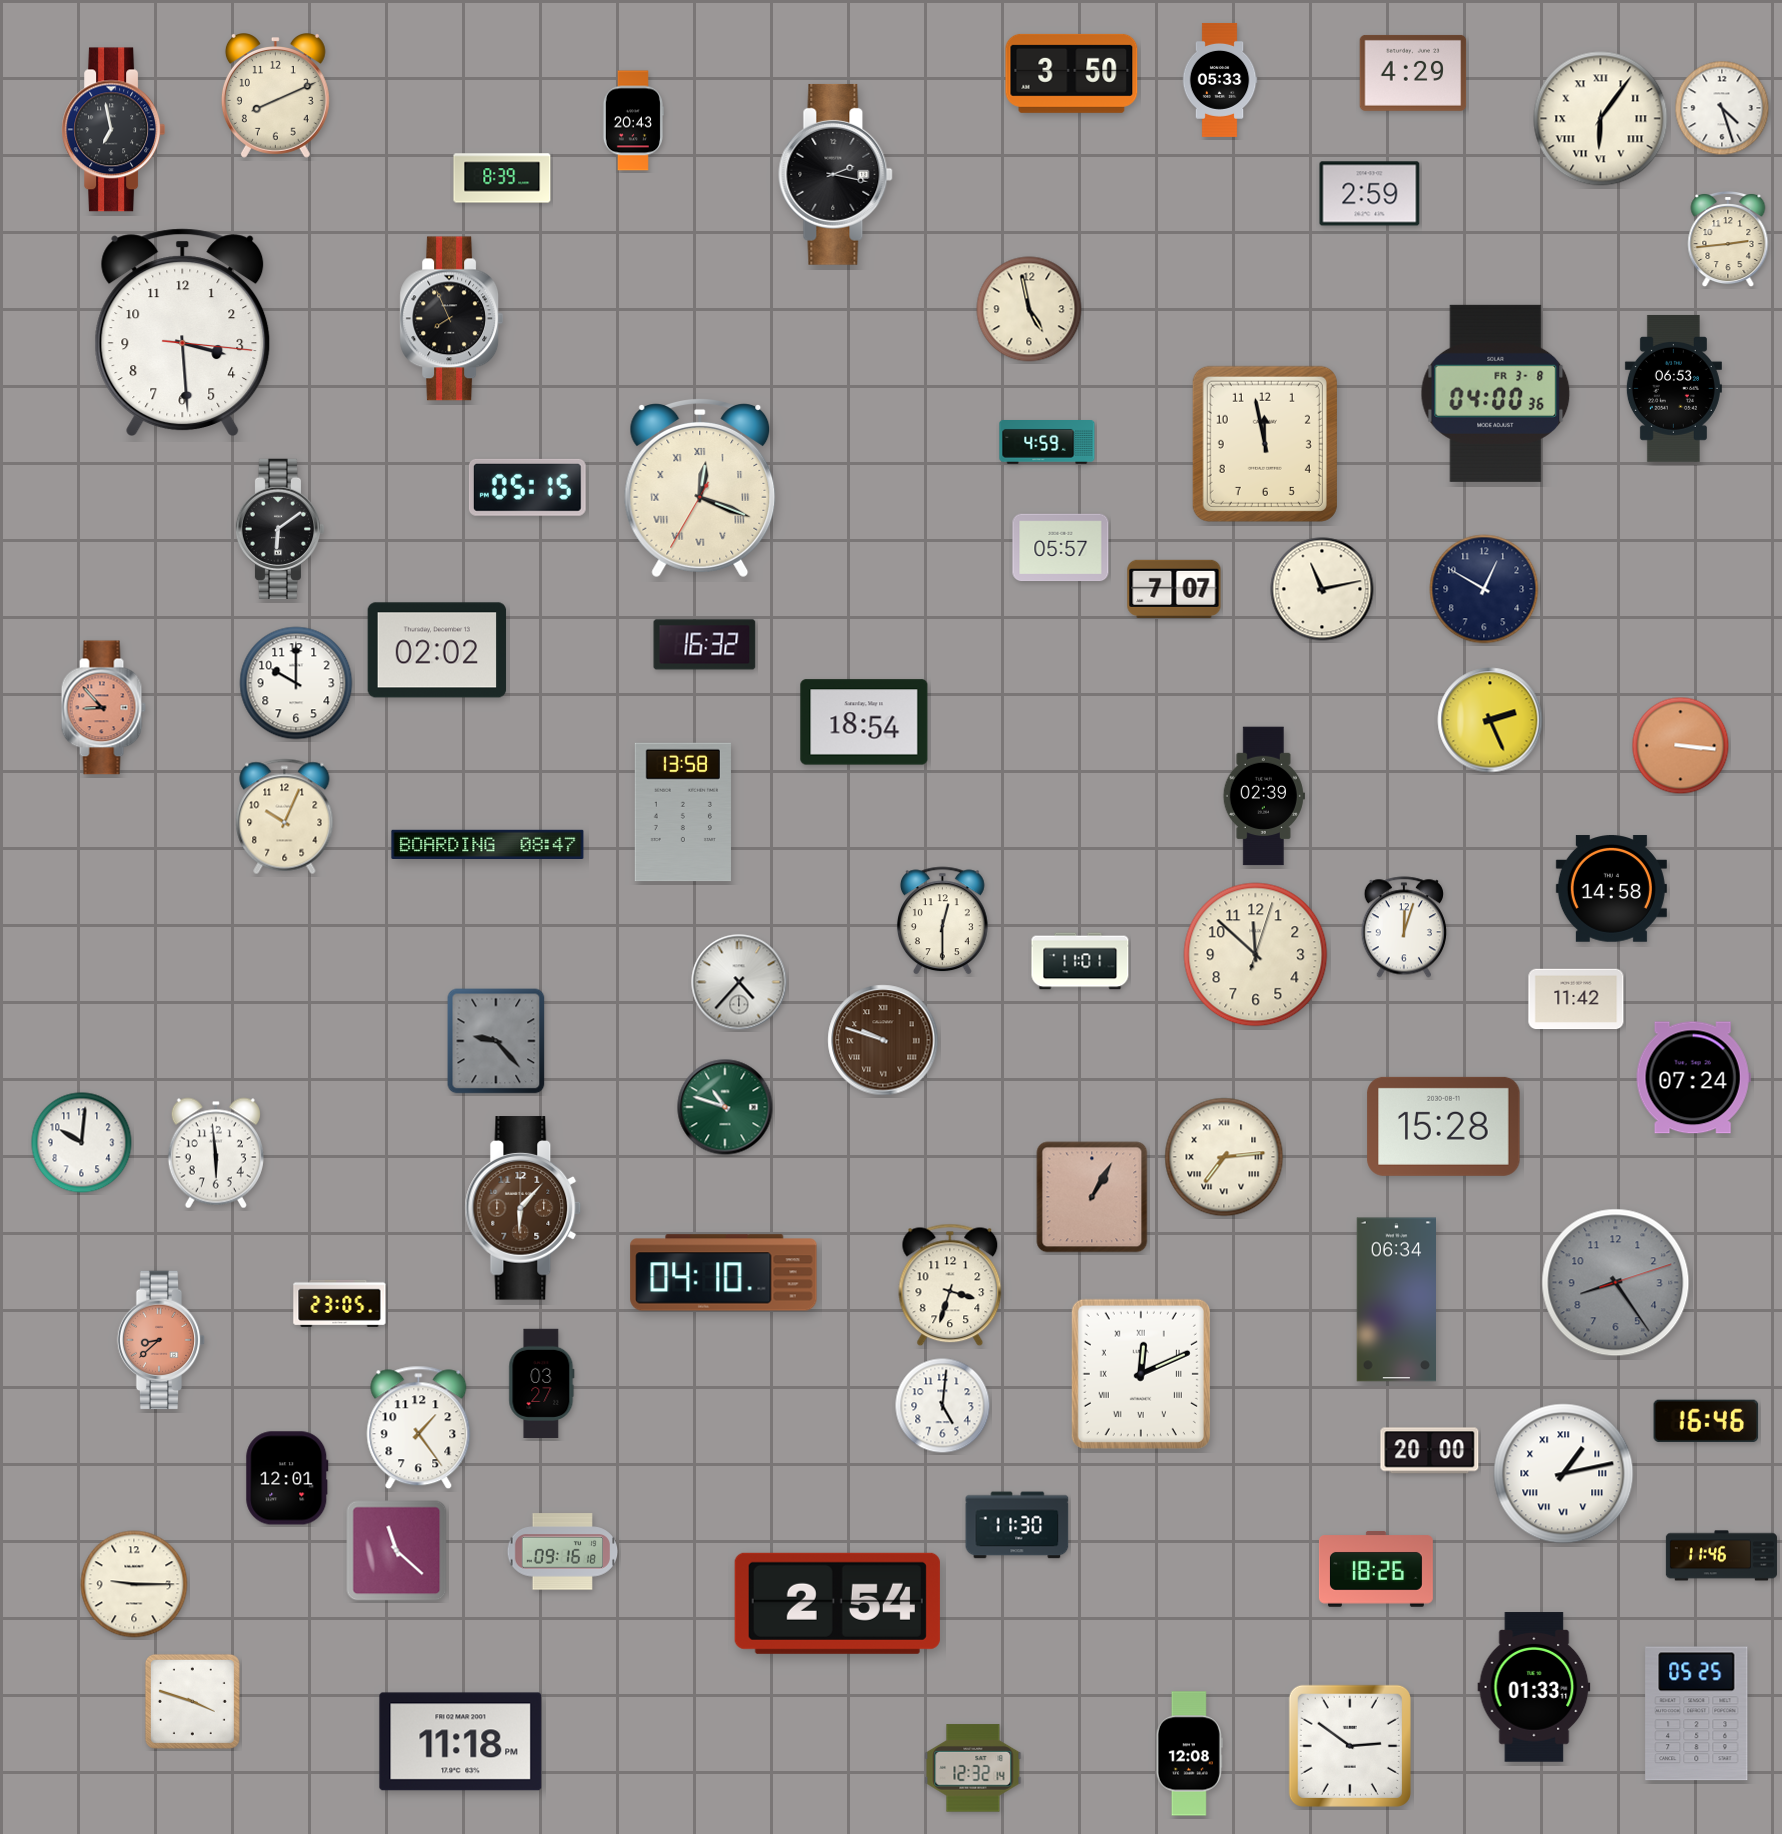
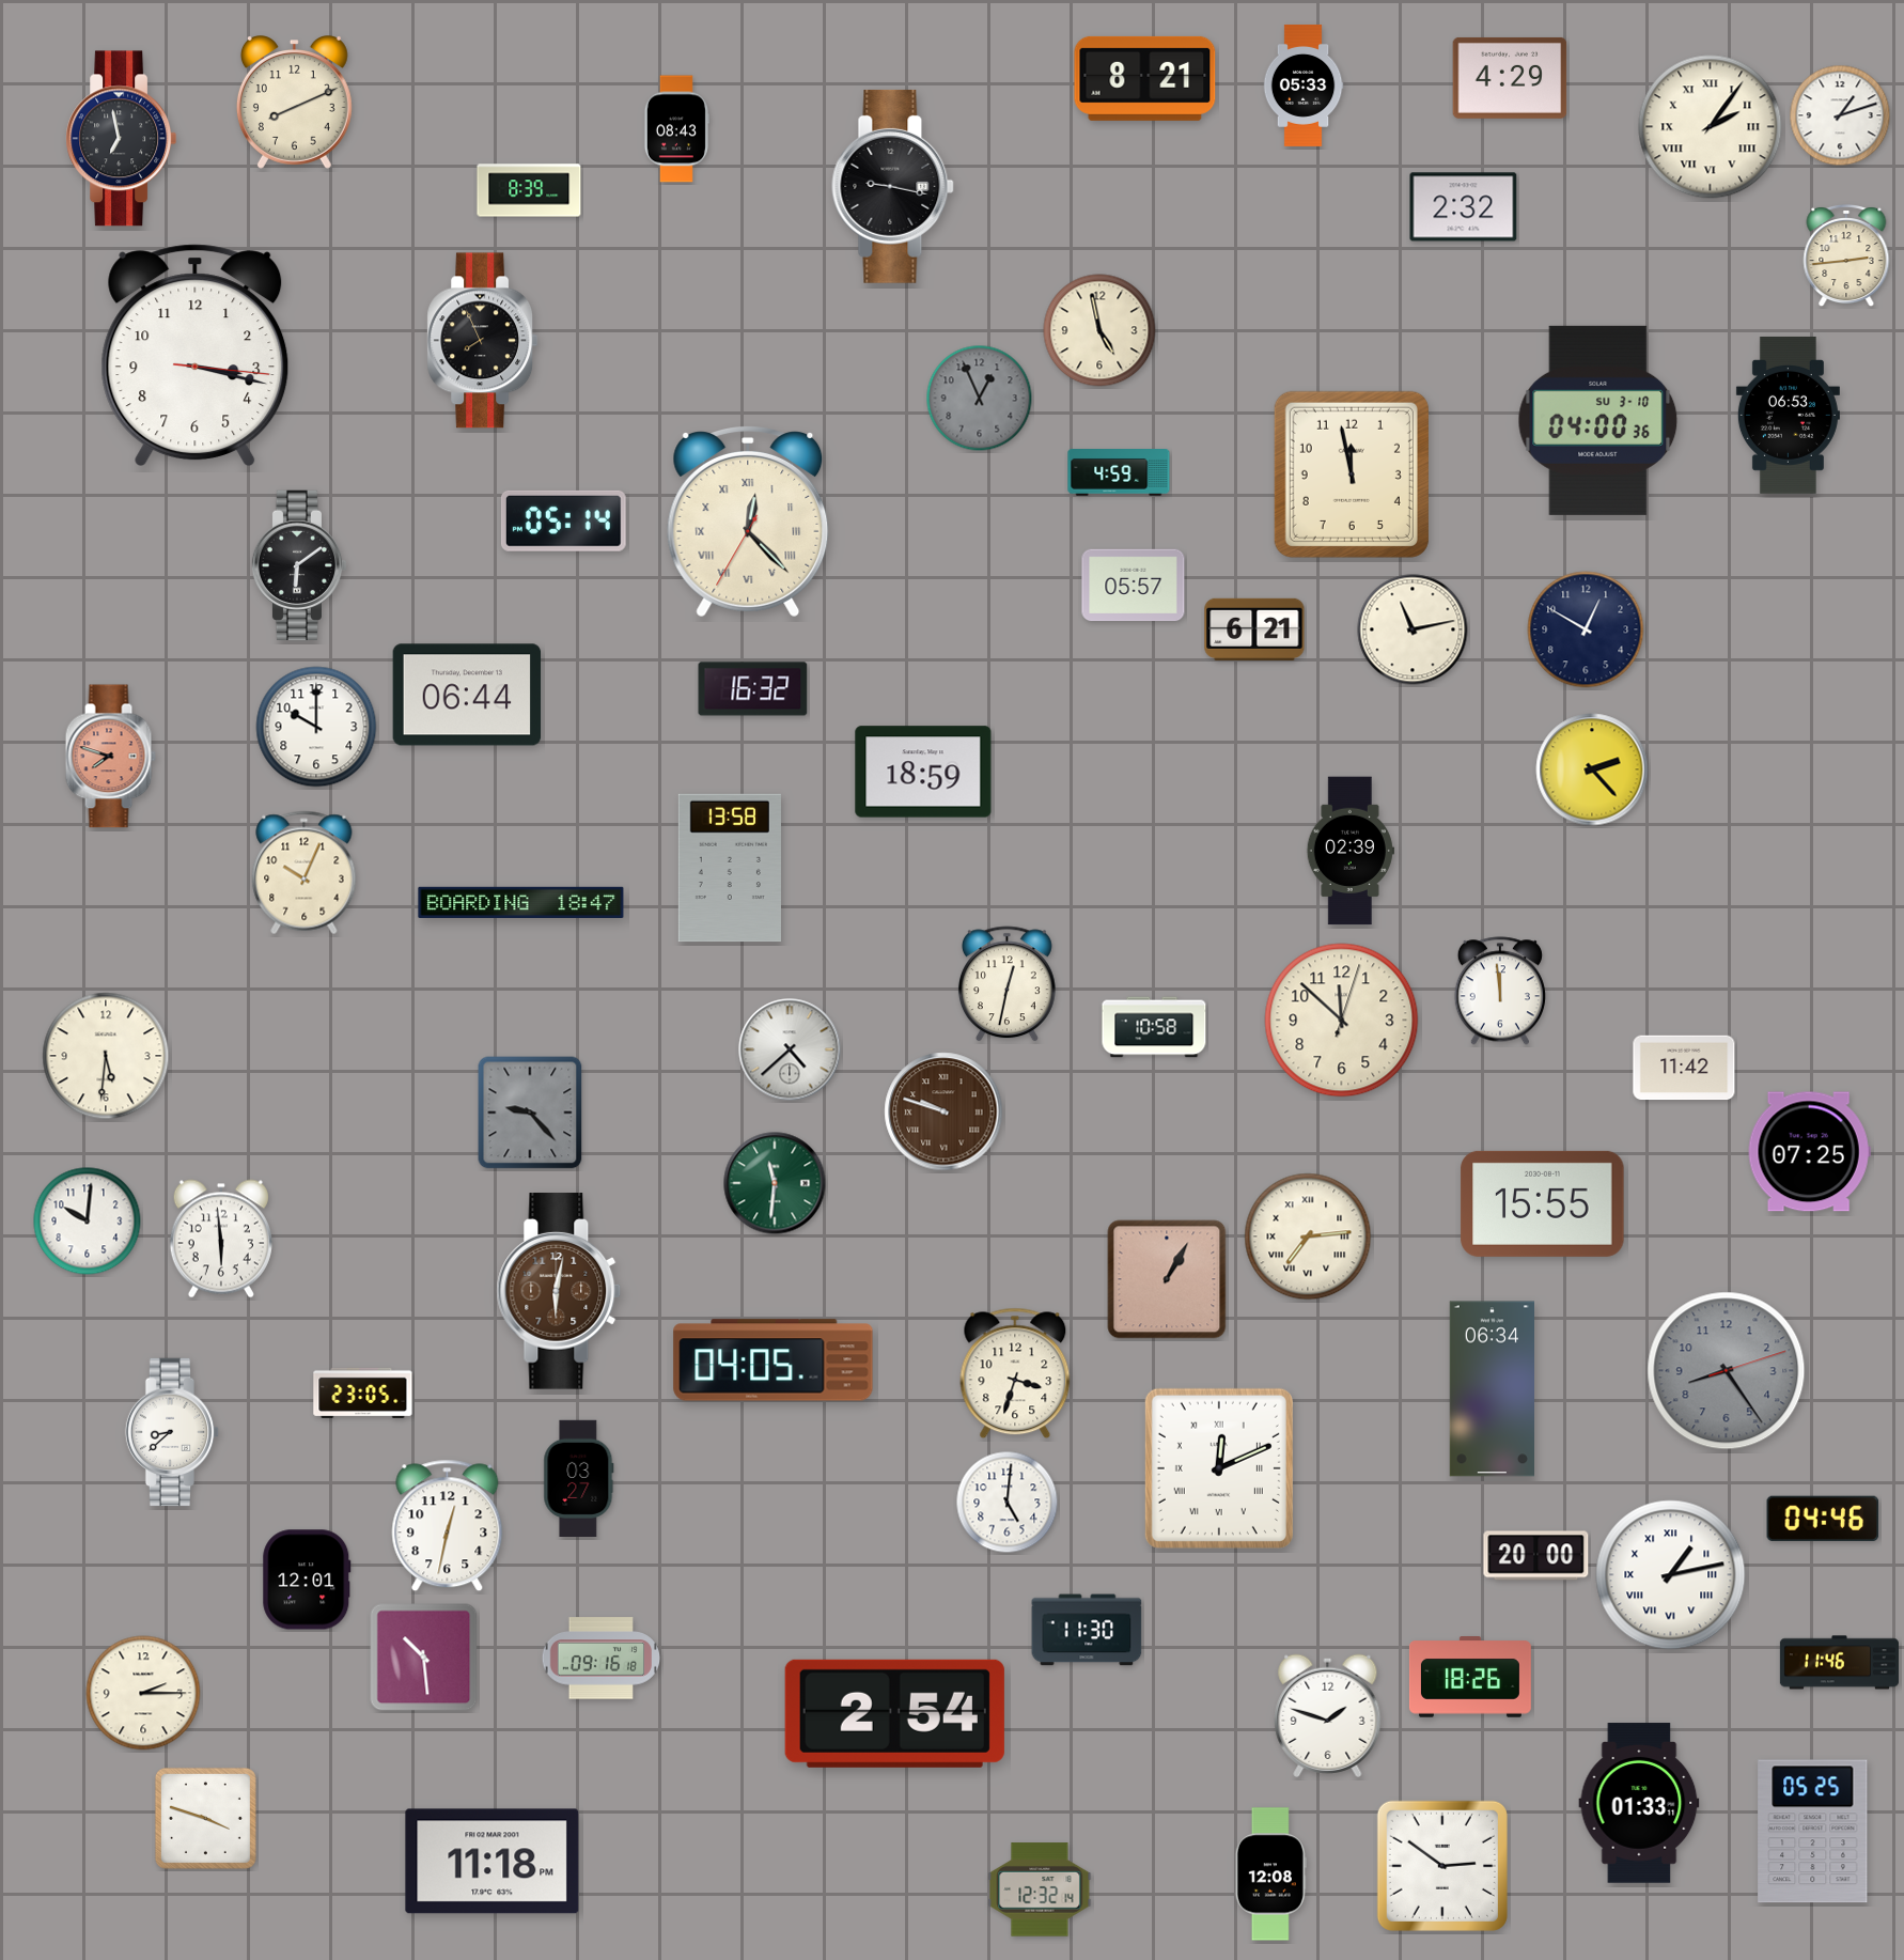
clock at (1072, 73): 3:50 -> 8:21
clock at (1722, 108): 4:27 -> 1:12
clock at (1601, 119): 6:06 -> 2:06
clock at (633, 121): 20:43 -> 08:43
clock at (836, 174): 2:17 -> 9:17
clock at (502, 178) position: (502, 178) -> (529, 190)
clock at (1370, 194): 2:59 -> 2:32
clock at (183, 332): 3:29 -> 3:17
clock at (980, 399): none -> 12:56
clock at (1496, 393) date: FR 3-8 -> SU 3-10
clock at (527, 487): 05:15 -> 05:14
clock at (700, 489): 12:18 -> 12:22
clock at (1174, 589): 7:07 -> 6:21
clock at (437, 650): 02:02 -> 06:44
clock at (296, 683) position: (296, 683) -> (316, 727)
clock at (103, 708): 8:53 -> 7:48
clock at (1490, 720): 2:26 -> 2:23
clock at (864, 722): 18:54 -> 18:59
clock at (1681, 746): 3:16 -> none
clock at (488, 844): 08:47 -> 18:47
clock at (1611, 889): 14:58 -> none
clock at (942, 921): 12:30 -> 12:32
clock at (1404, 927): 12:03 -> 11:59
clock at (1080, 961): 11:01 -> 10:58
clock at (739, 982): 4:37 -> 4:38
clock at (106, 1056): none -> 5:31
clock at (1693, 1078): 07:24 -> 07:25
clock at (725, 1107): 10:48 -> 11:31
clock at (1444, 1126): 15:28 -> 15:55
clock at (216, 1153) position: (216, 1153) -> (221, 1239)
clock at (523, 1208): 6:07 -> 6:02
clock at (724, 1273): 04:10 -> 04:05
clock at (161, 1340) dial: salmon -> white
clock at (1706, 1421): 16:46 -> 04:46
clock at (419, 1428): 1:24 -> 12:32
clock at (1430, 1451) position: (1430, 1451) -> (1536, 1556)
clock at (397, 1551): 11:22 -> 10:29
clock at (134, 1584): 9:15 -> 2:15
clock at (1328, 1715): none -> 1:48
